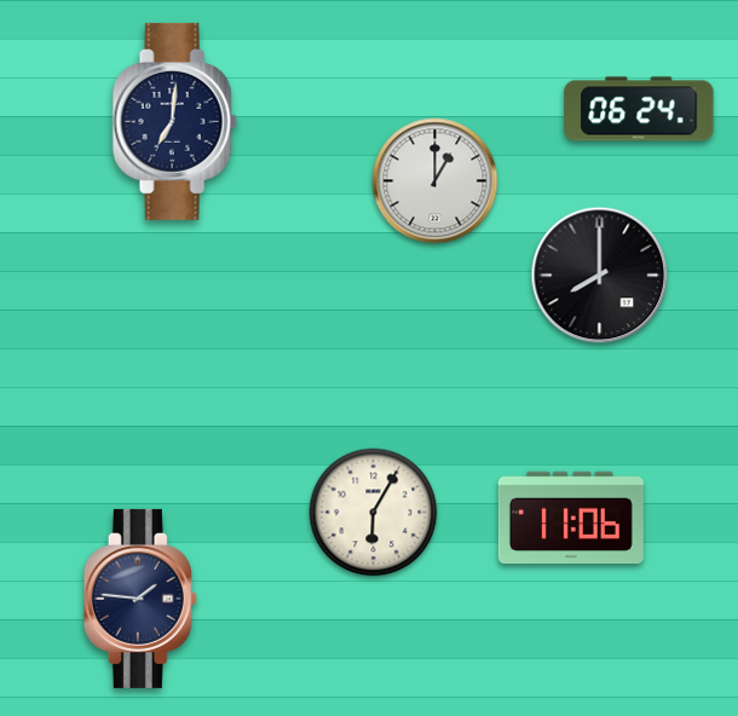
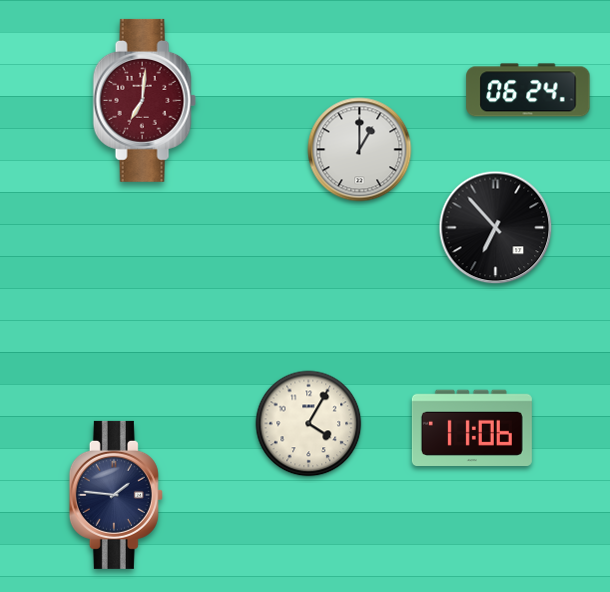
clock at (174, 121) dial: navy -> burgundy
clock at (600, 276): 8:00 -> 6:53
clock at (374, 513): 6:05 -> 4:05
